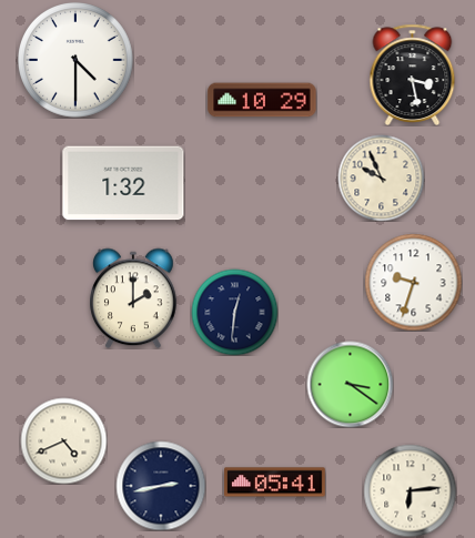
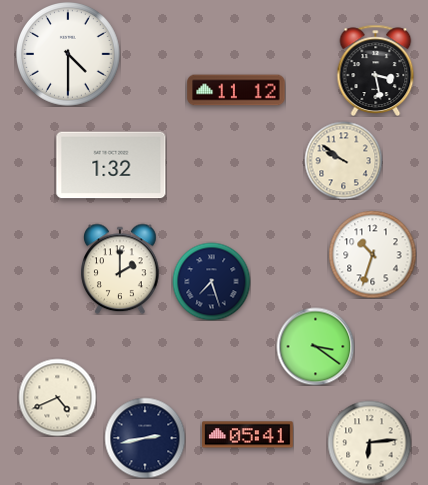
clock at (413, 74) position: (413, 74) -> (376, 70)
clock at (262, 100): 10:29 -> 11:12
clock at (381, 177): 9:56 -> 9:51
clock at (413, 282): 9:33 -> 10:33
clock at (234, 312): 12:31 -> 7:27
